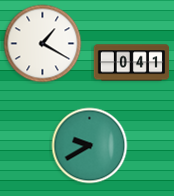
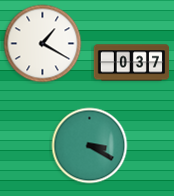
clock at (132, 63): 0:41 -> 0:37
clock at (90, 146): 9:40 -> 3:20
